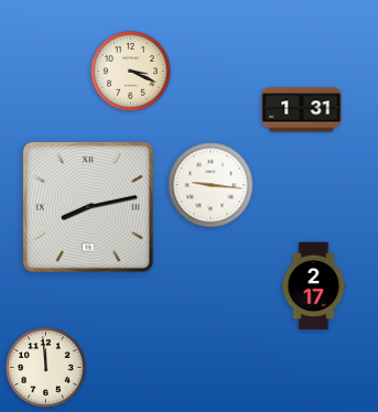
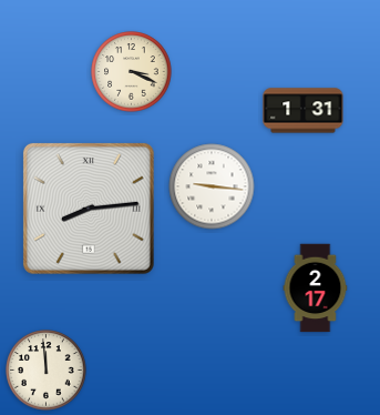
clock at (88, 207): 8:13 -> 8:14
